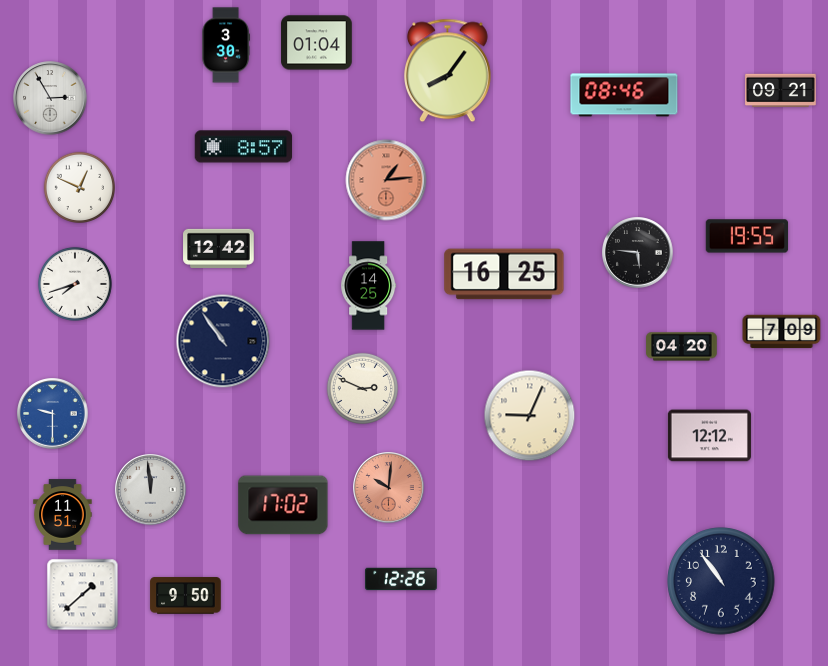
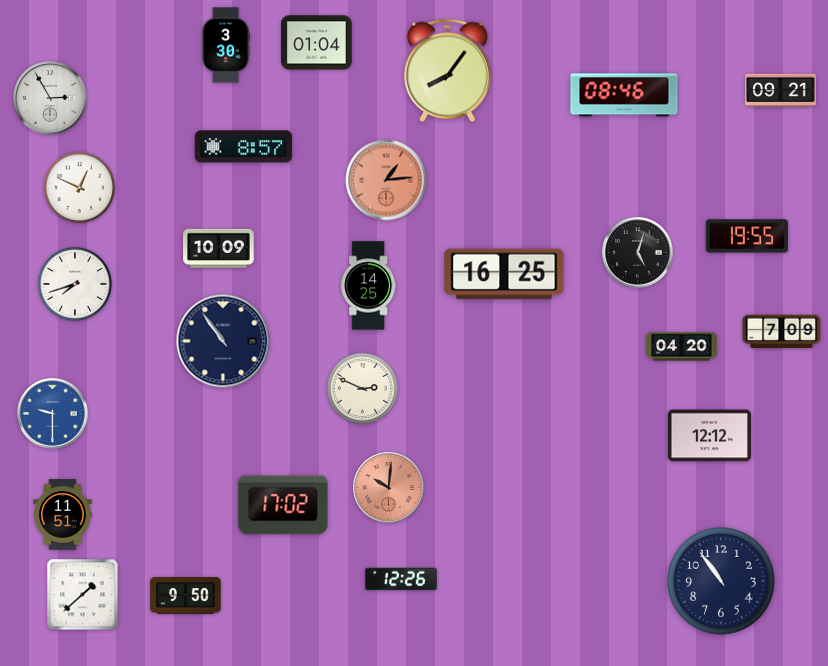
clock at (219, 248): 12:42 -> 10:09
clock at (638, 253): 5:46 -> 5:03
clock at (530, 416): 9:04 -> none
clock at (151, 490): 11:59 -> none
